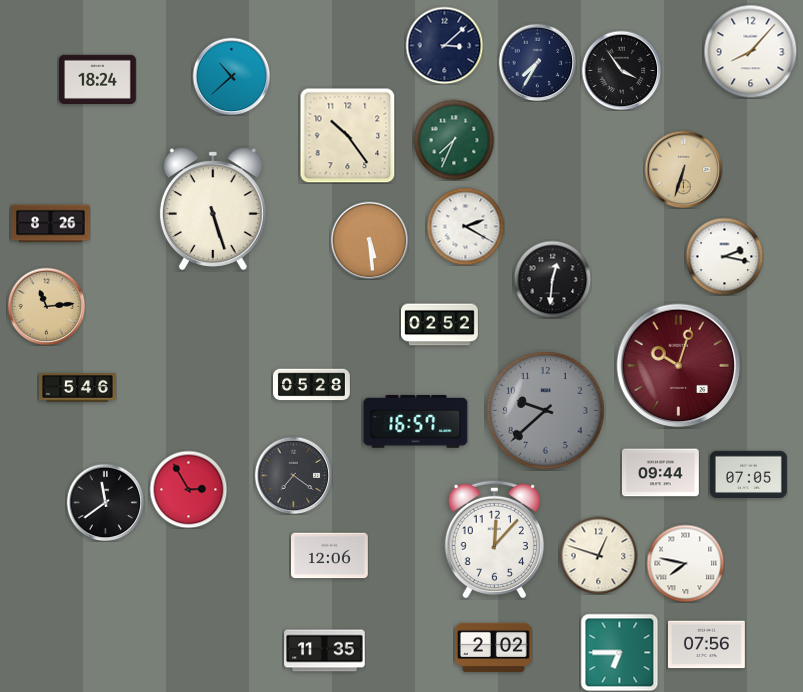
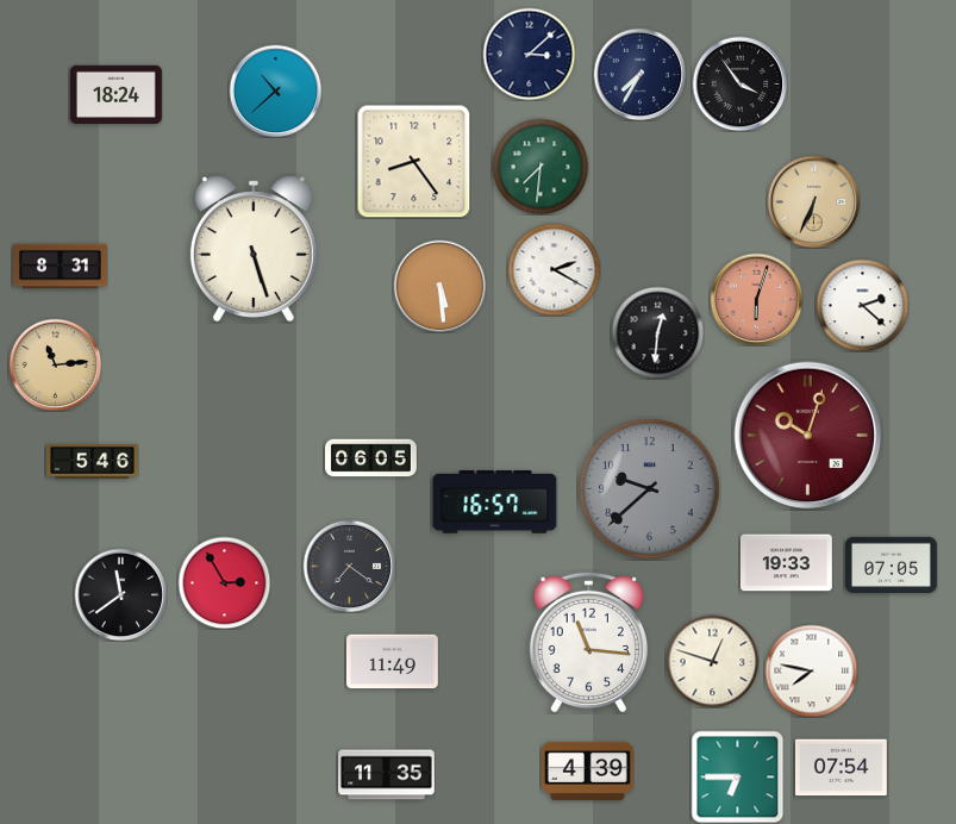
clock at (750, 51): 8:07 -> none
clock at (347, 135): 10:24 -> 8:24
clock at (454, 140): 7:34 -> 7:31
clock at (683, 169): 6:33 -> 6:34
clock at (51, 224): 8:26 -> 8:31
clock at (756, 299): none -> 6:03
clock at (724, 256): 2:17 -> 2:22
clock at (440, 325): 02:52 -> none
clock at (312, 385): 05:28 -> 06:05
clock at (660, 473): 09:44 -> 19:33
clock at (105, 502) position: (105, 502) -> (120, 594)
clock at (494, 539): 12:07 -> 11:16
clock at (329, 556): 12:06 -> 11:49
clock at (685, 563) position: (685, 563) -> (811, 670)
clock at (706, 645): 07:56 -> 07:54
clock at (493, 647): 2:02 -> 4:39
